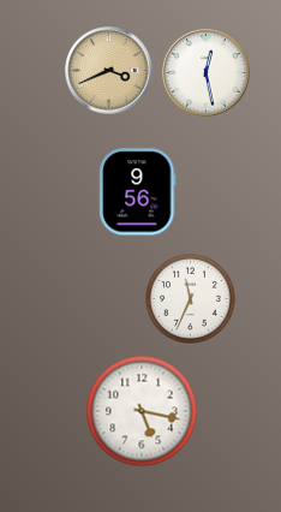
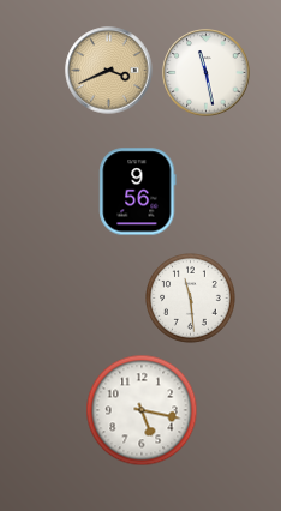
clock at (207, 73): 12:28 -> 11:28
clock at (191, 299): 11:34 -> 11:29
